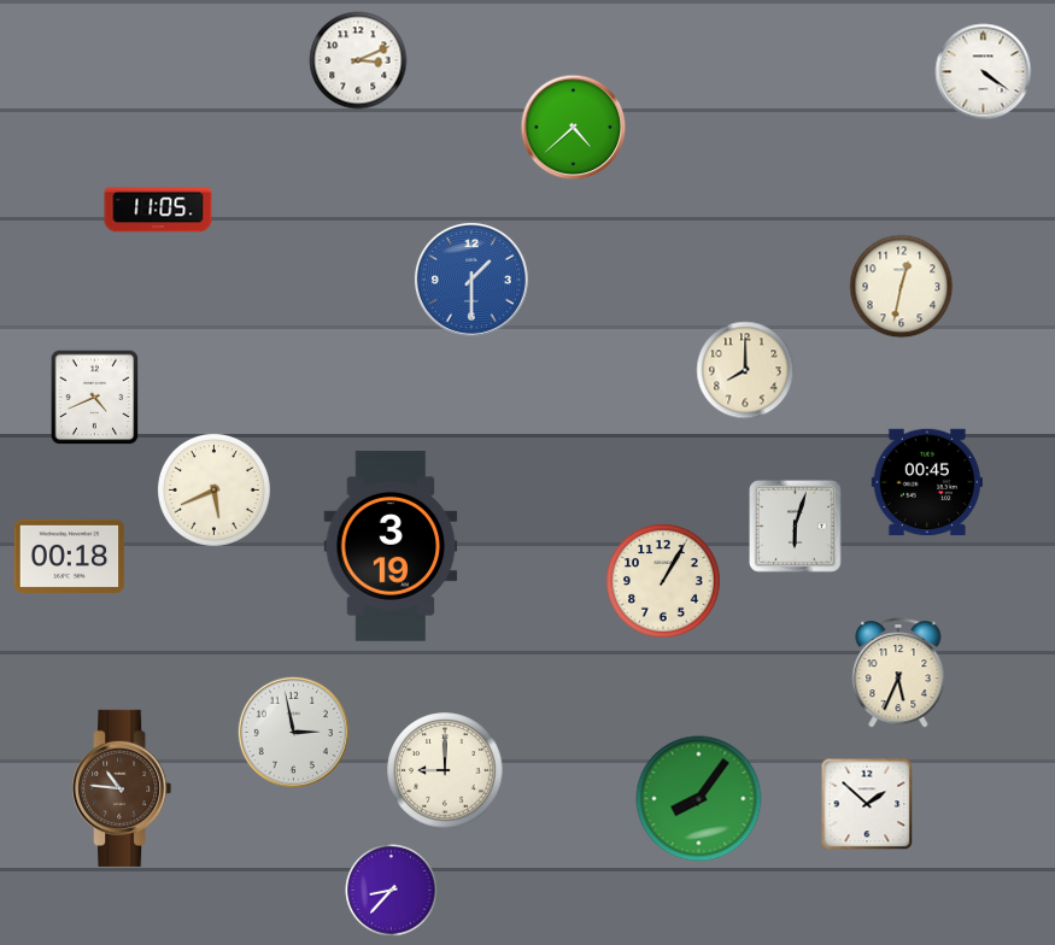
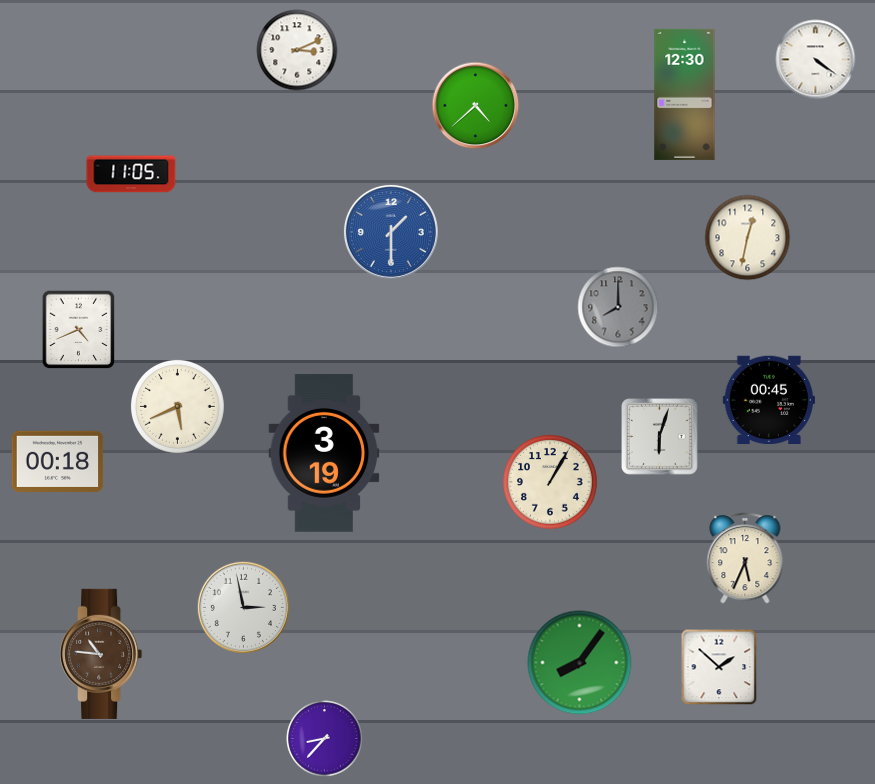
clock at (685, 94): none -> 12:30
clock at (745, 370) dial: cream -> grey
clock at (445, 770): 9:00 -> none
